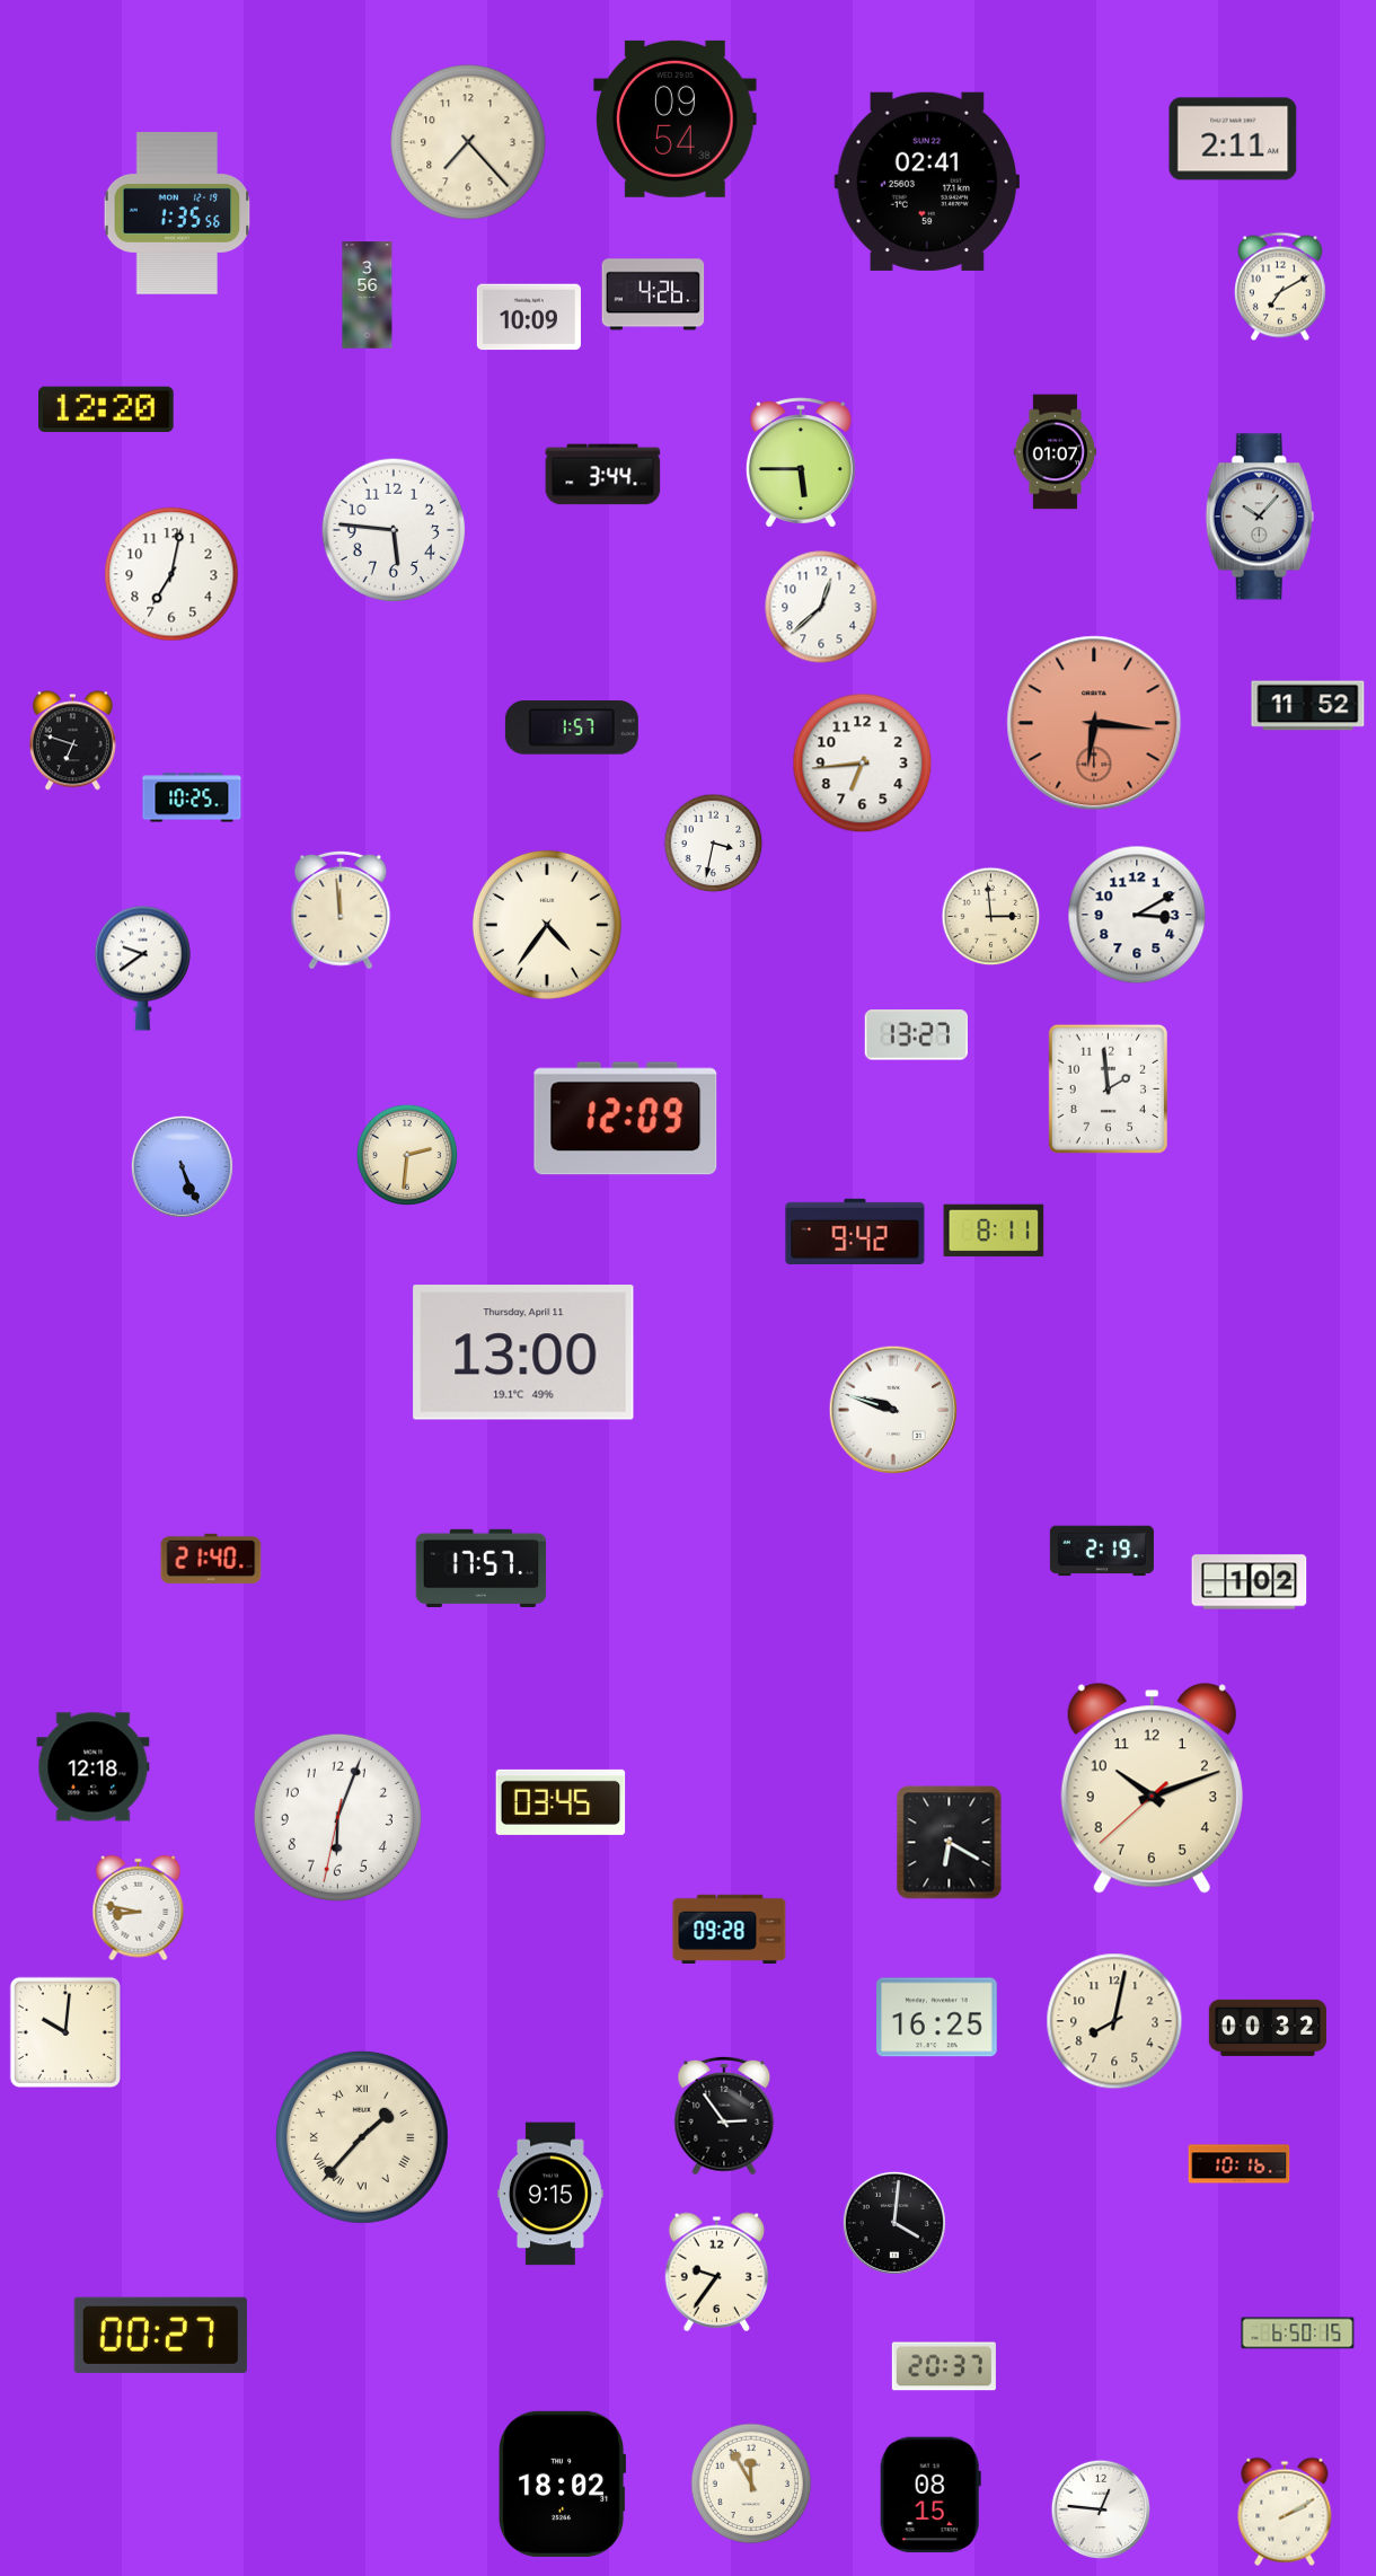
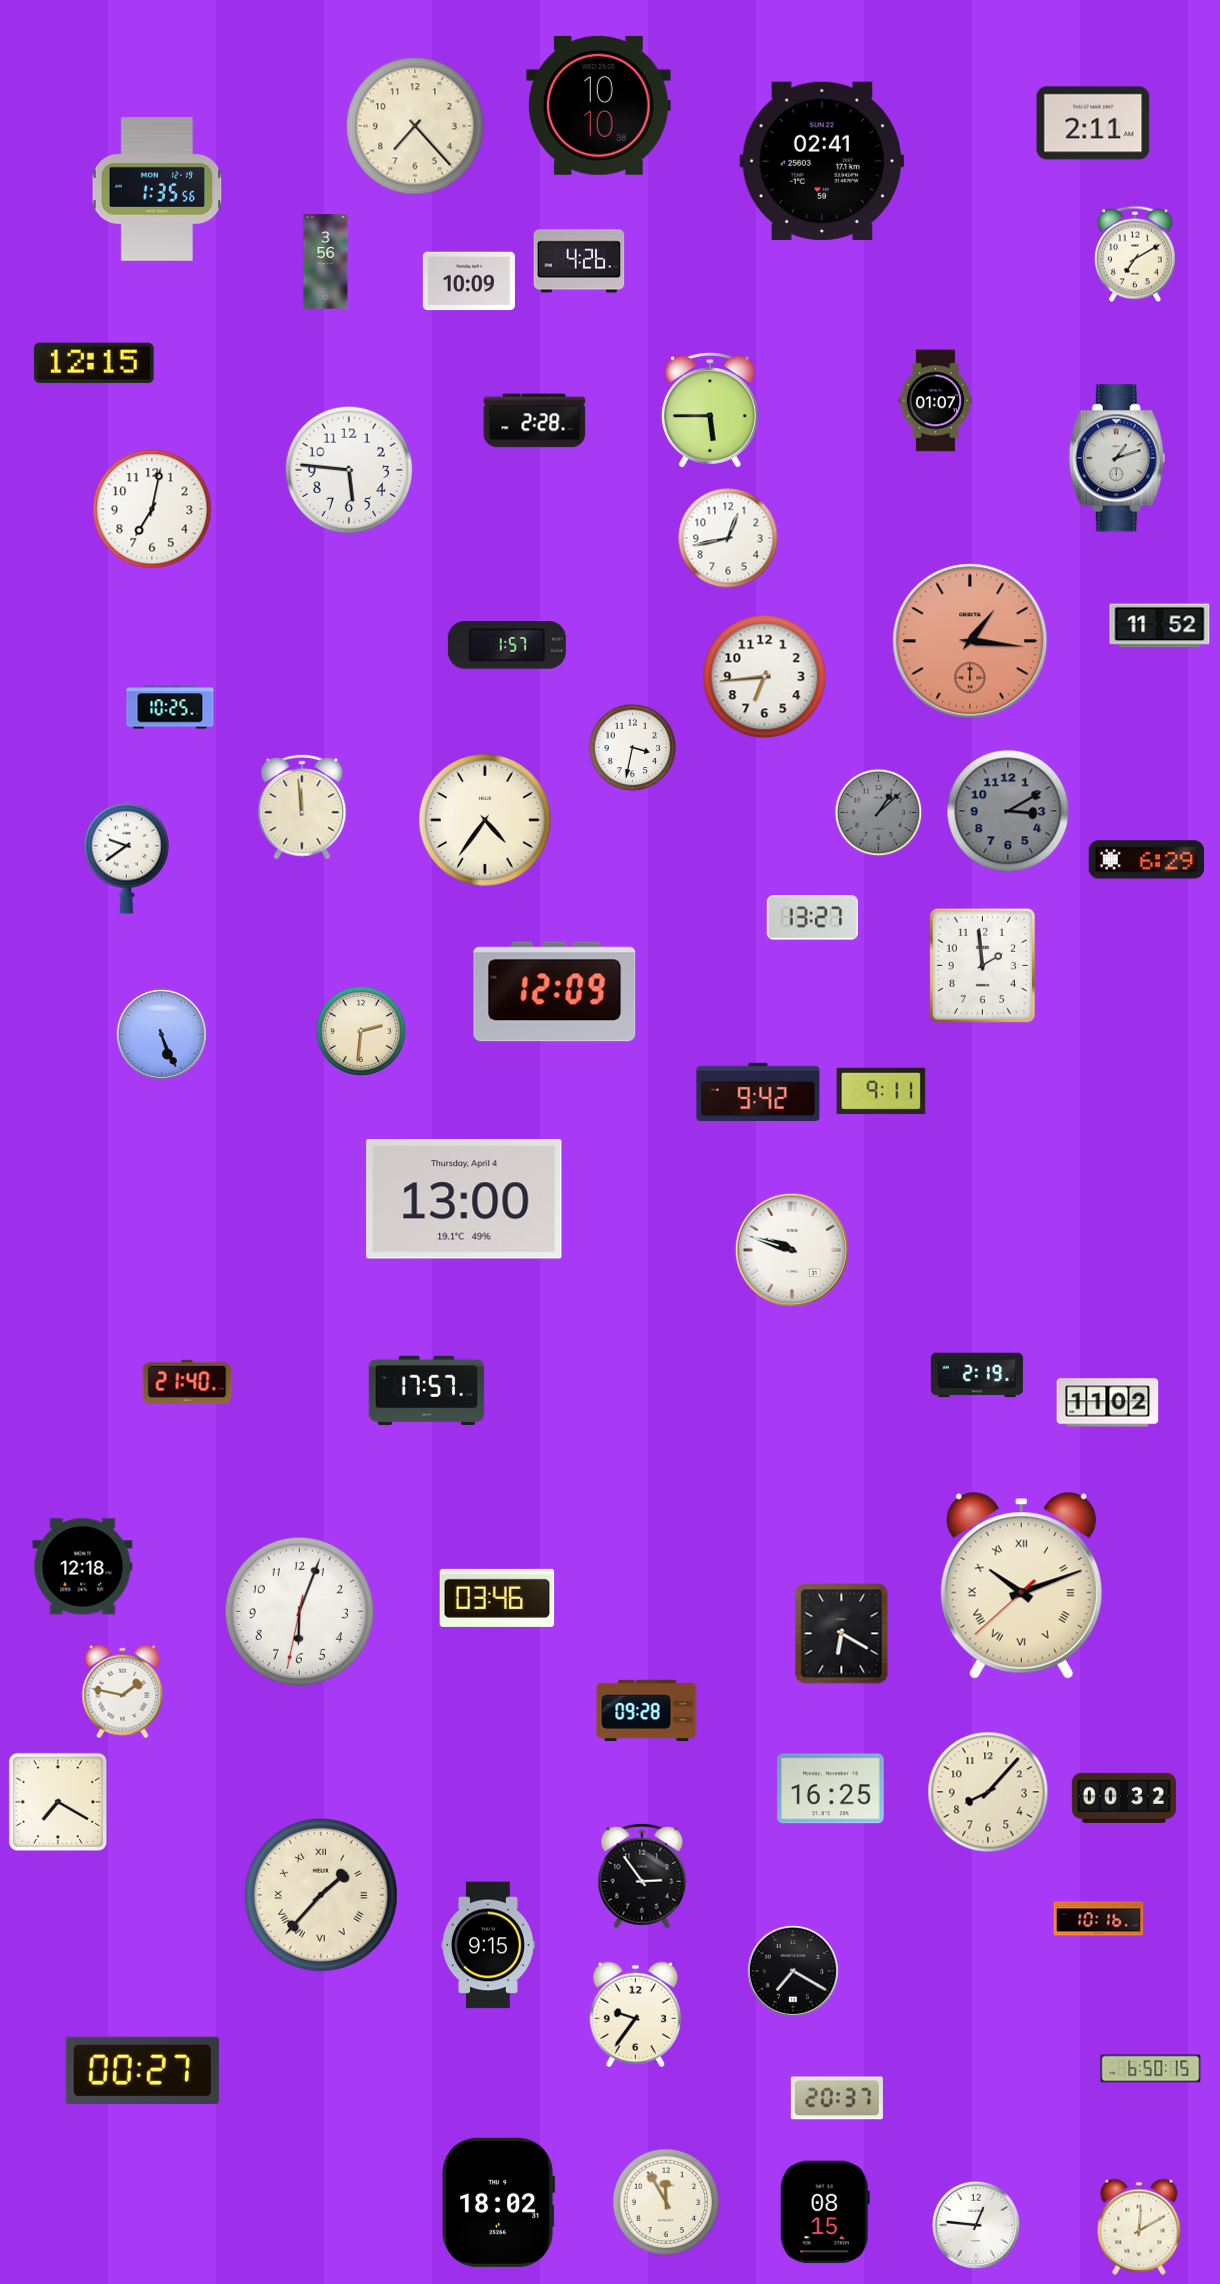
clock at (676, 118): 09:54 -> 10:10
clock at (106, 409): 12:20 -> 12:15
clock at (603, 475): 3:44 -> 2:28
clock at (1260, 517): 10:07 -> 1:12
clock at (821, 607): 12:38 -> 12:43
clock at (1094, 723): 6:16 -> 1:16
clock at (72, 741): 6:48 -> none
clock at (1137, 915) dial: white -> grey
clock at (991, 917): 2:59 -> 1:08
clock at (991, 917) dial: cream -> grey
clock at (1147, 860): none -> 6:29
clock at (406, 1154) position: (406, 1154) -> (360, 1030)
clock at (994, 1230): 8:11 -> 9:11
clock at (523, 1352) date: Thursday, April 11 -> Thursday, April 4
clock at (1250, 1582): 1:02 -> 11:02
clock at (1152, 1789) numerals: Arabic -> Roman
clock at (561, 1802): 03:45 -> 03:46
clock at (139, 1908): 8:47 -> 1:47
clock at (1114, 2021): 8:02 -> 8:07
clock at (64, 2031): 10:01 -> 7:20
clock at (894, 2223): 4:01 -> 7:20
clock at (1285, 2512): 2:10 -> 12:10
